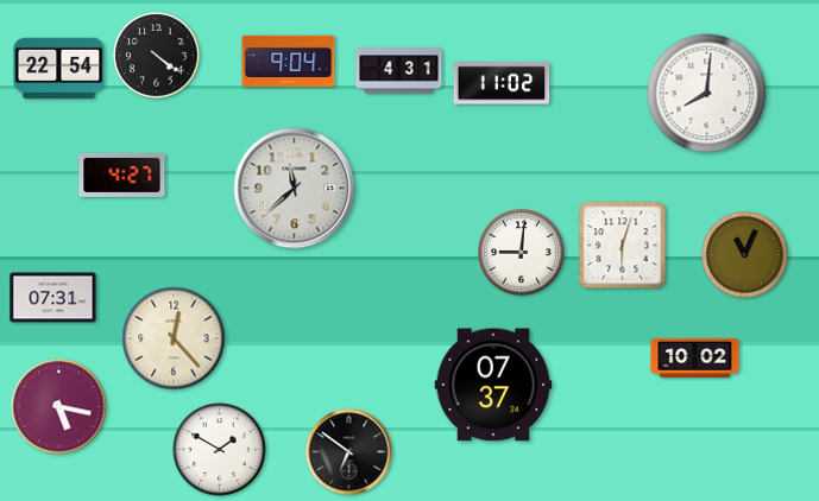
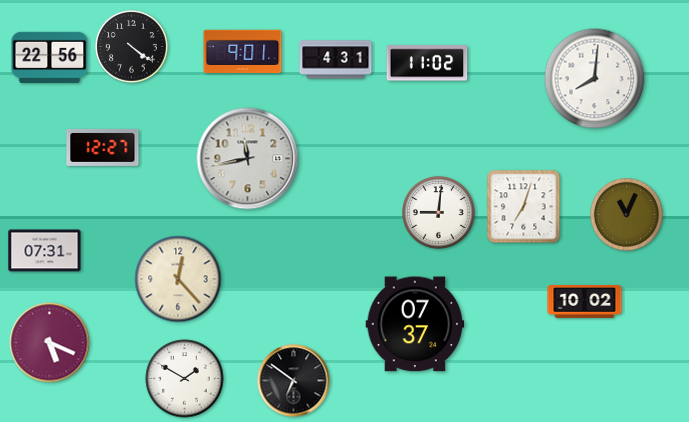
clock at (289, 61): 9:04 -> 9:01
clock at (59, 68): 22:54 -> 22:56
clock at (502, 83) position: (502, 83) -> (427, 63)
clock at (122, 175): 4:27 -> 12:27
clock at (295, 189): 11:38 -> 11:43
clock at (623, 246): 6:03 -> 7:03
clock at (174, 338) position: (174, 338) -> (178, 279)
clock at (59, 407): 5:17 -> 5:19
